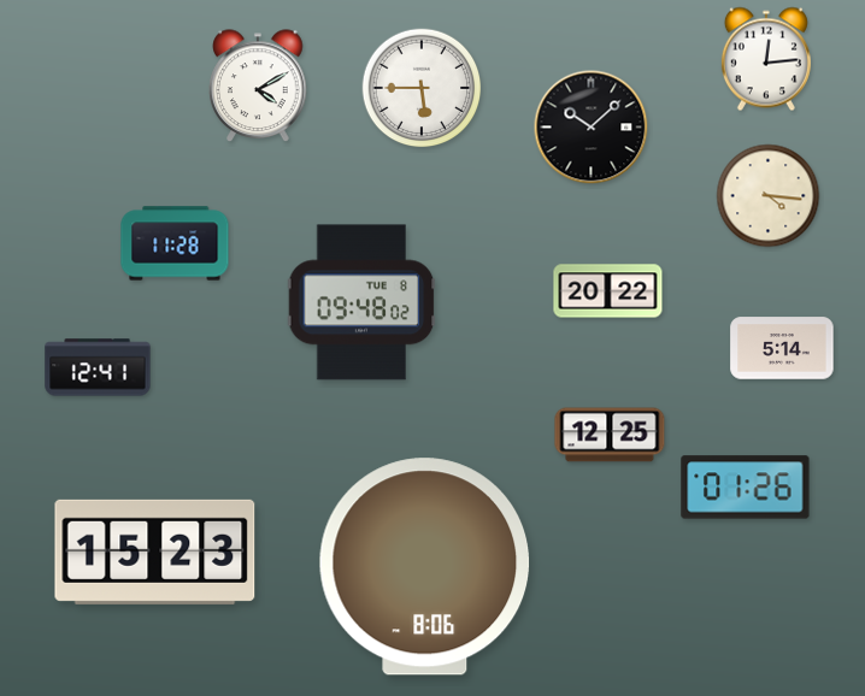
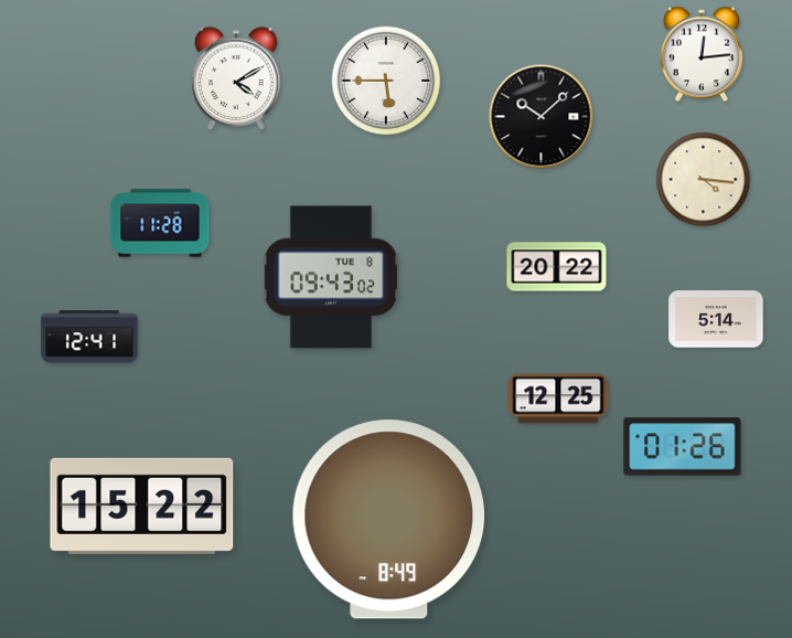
clock at (361, 302): 09:48 -> 09:43
clock at (155, 552): 15:23 -> 15:22
clock at (425, 567): 8:06 -> 8:49
